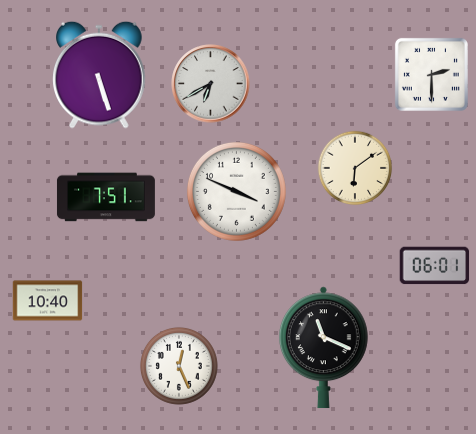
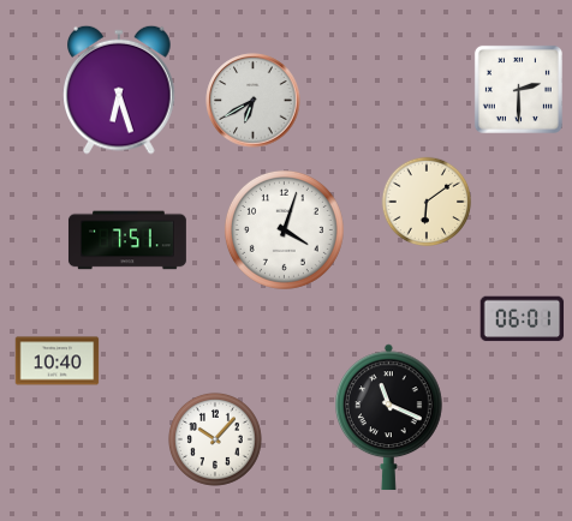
clock at (99, 75): 5:27 -> 6:27
clock at (236, 191): 3:49 -> 4:03
clock at (106, 197) position: (106, 197) -> (127, 240)
clock at (179, 366): 12:26 -> 10:07
